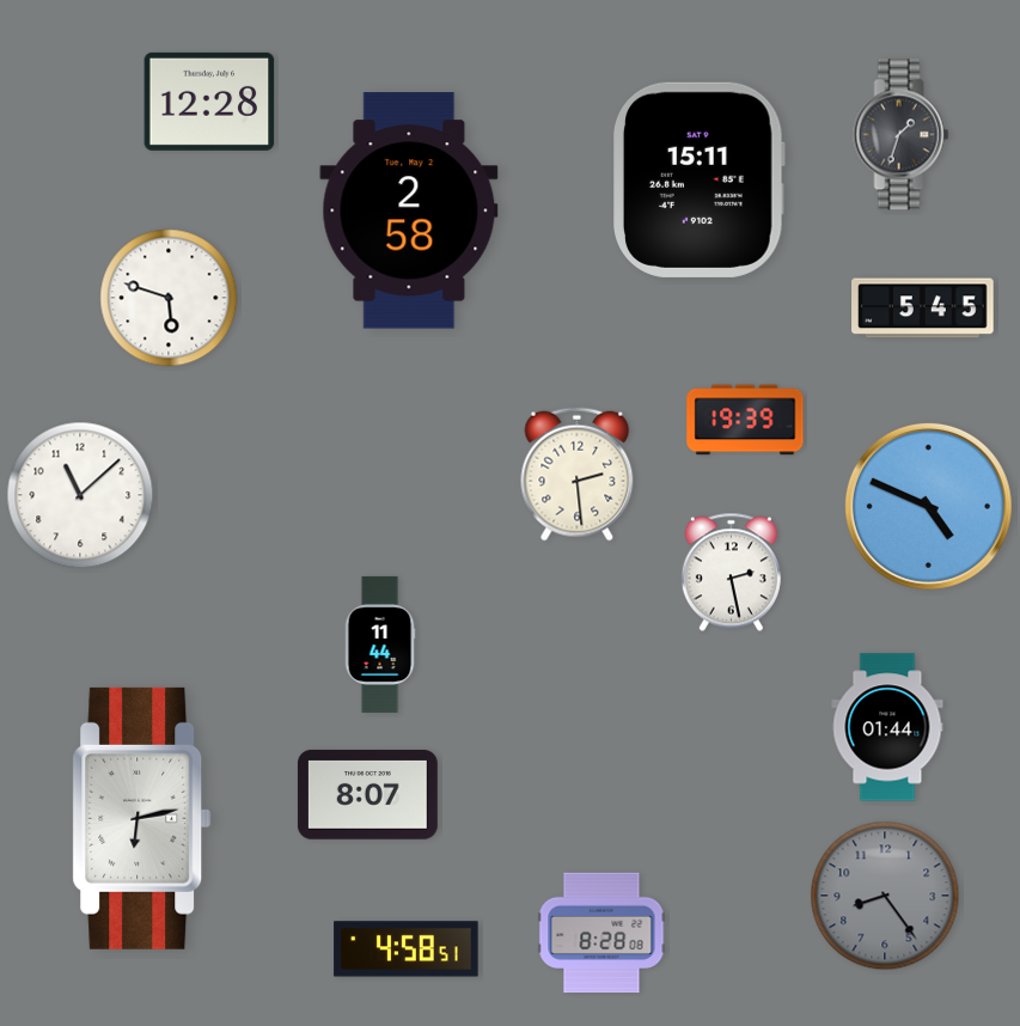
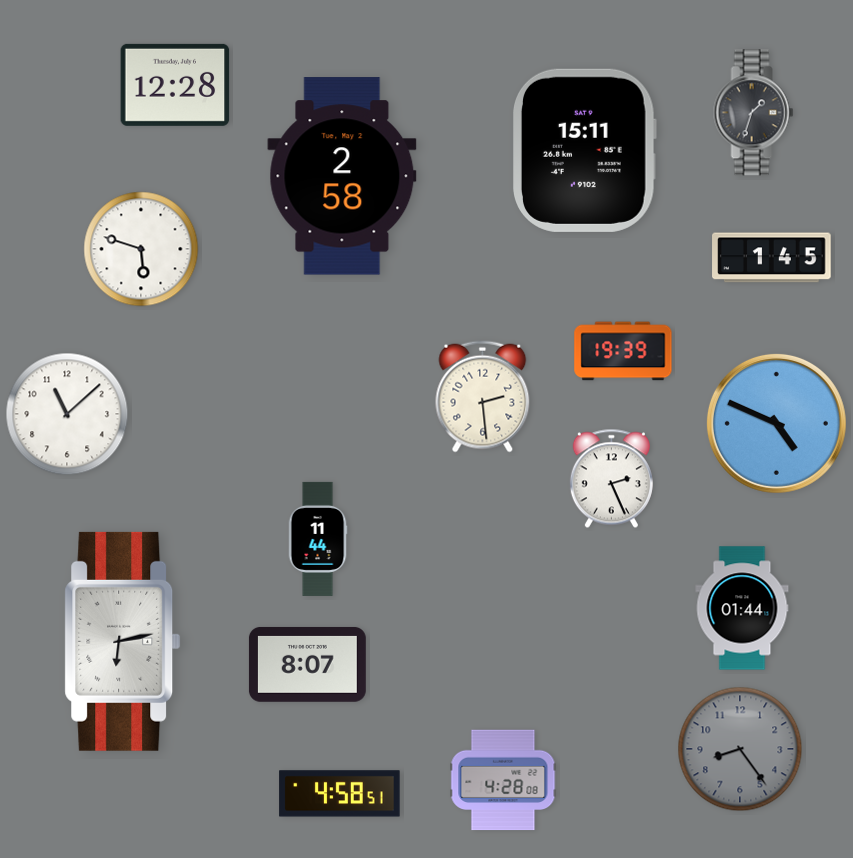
clock at (923, 309): 5:45 -> 1:45
clock at (731, 573): 2:28 -> 2:26
clock at (142, 818) position: (142, 818) -> (123, 641)
clock at (601, 933): 8:28 -> 4:28
